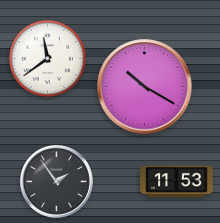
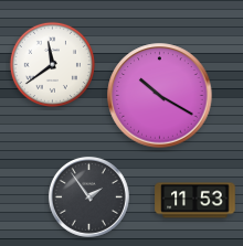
clock at (56, 181) position: (56, 181) -> (88, 196)
